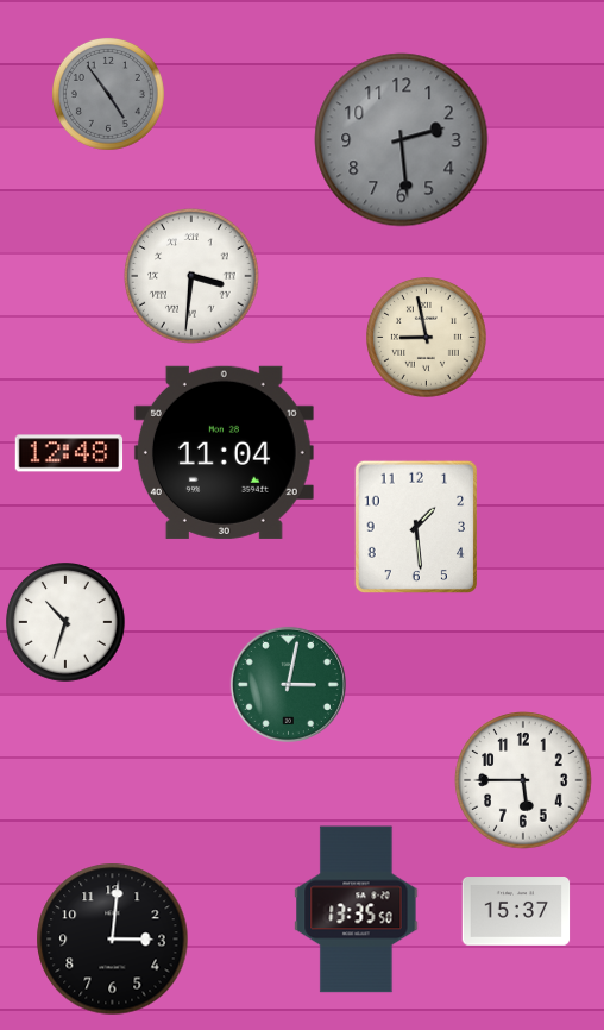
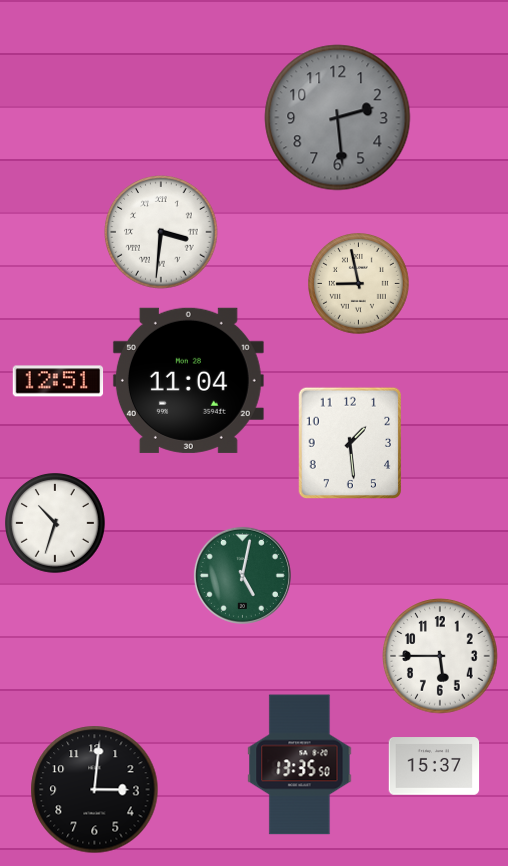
clock at (108, 94): 4:54 -> none
clock at (69, 453): 12:48 -> 12:51
clock at (288, 684): 3:02 -> 5:02
